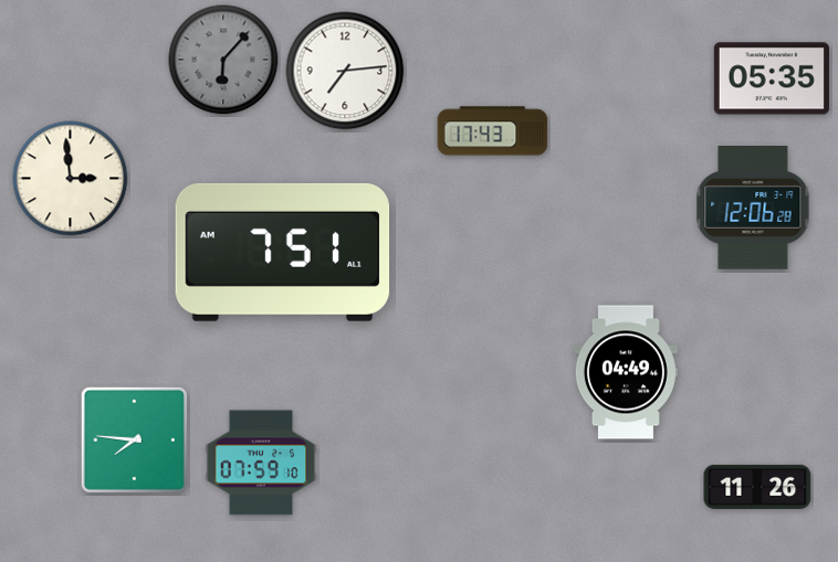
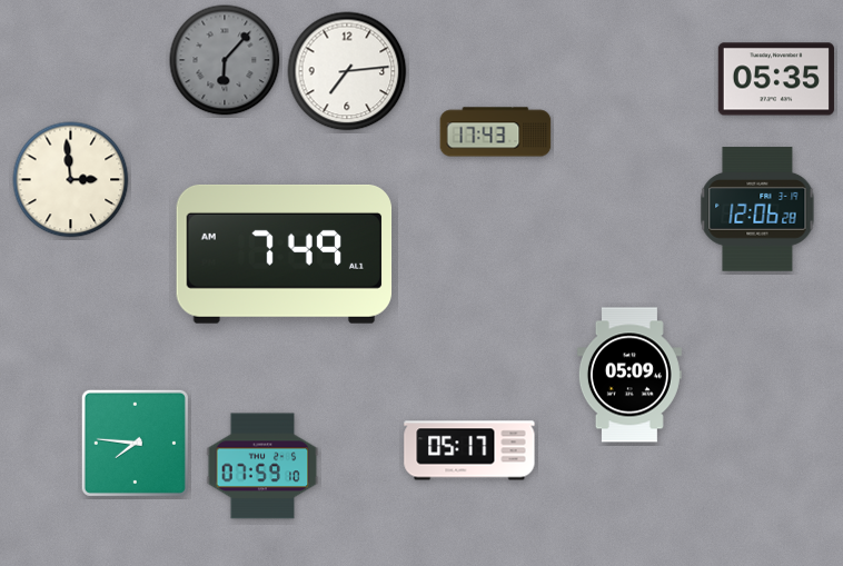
clock at (283, 252): 7:51 -> 7:49
clock at (626, 372): 04:49 -> 05:09
clock at (469, 450): none -> 05:17
clock at (757, 487): 11:26 -> none
